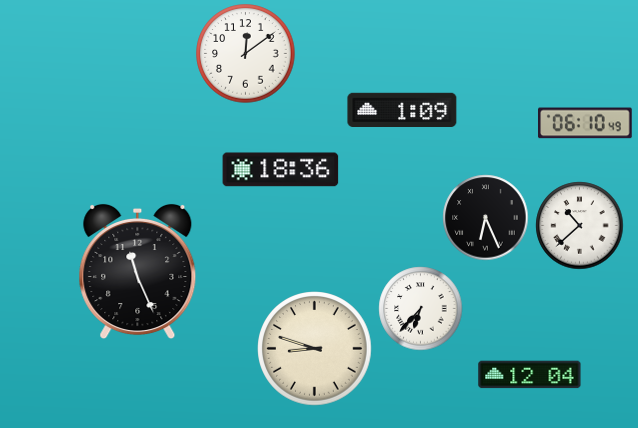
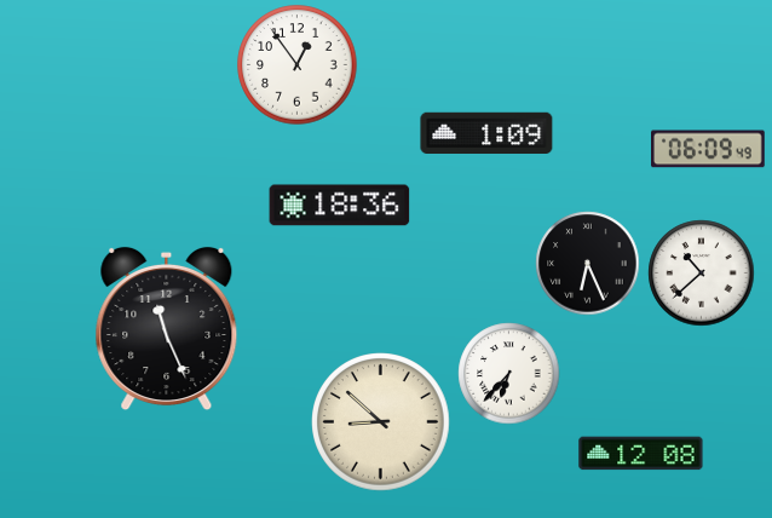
clock at (246, 54): 12:09 -> 12:54
clock at (586, 123): 06:10 -> 06:09
clock at (315, 349): 8:48 -> 8:52
clock at (530, 375): 12:04 -> 12:08
